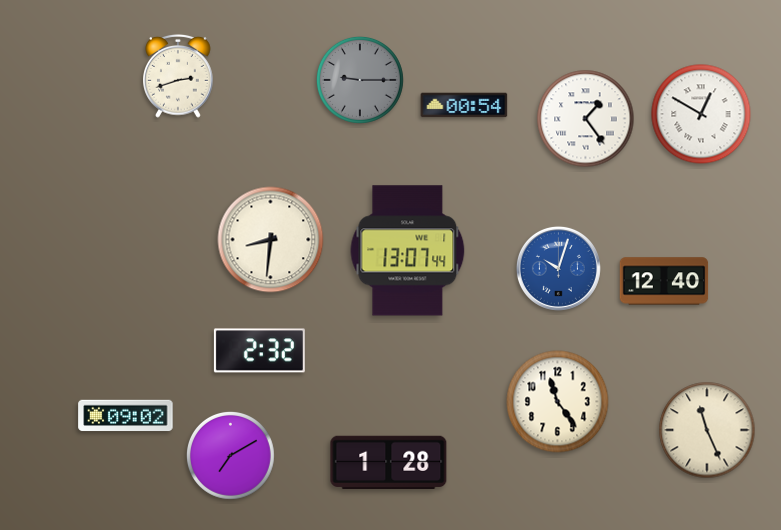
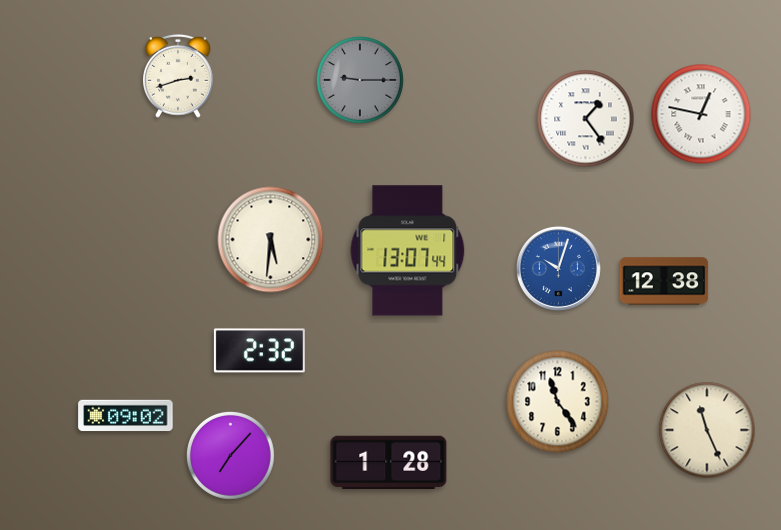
clock at (464, 105): 00:54 -> none
clock at (701, 114): 12:50 -> 12:47
clock at (271, 240): 8:31 -> 5:31
clock at (664, 281): 12:40 -> 12:38
clock at (230, 455): 7:10 -> 7:07
